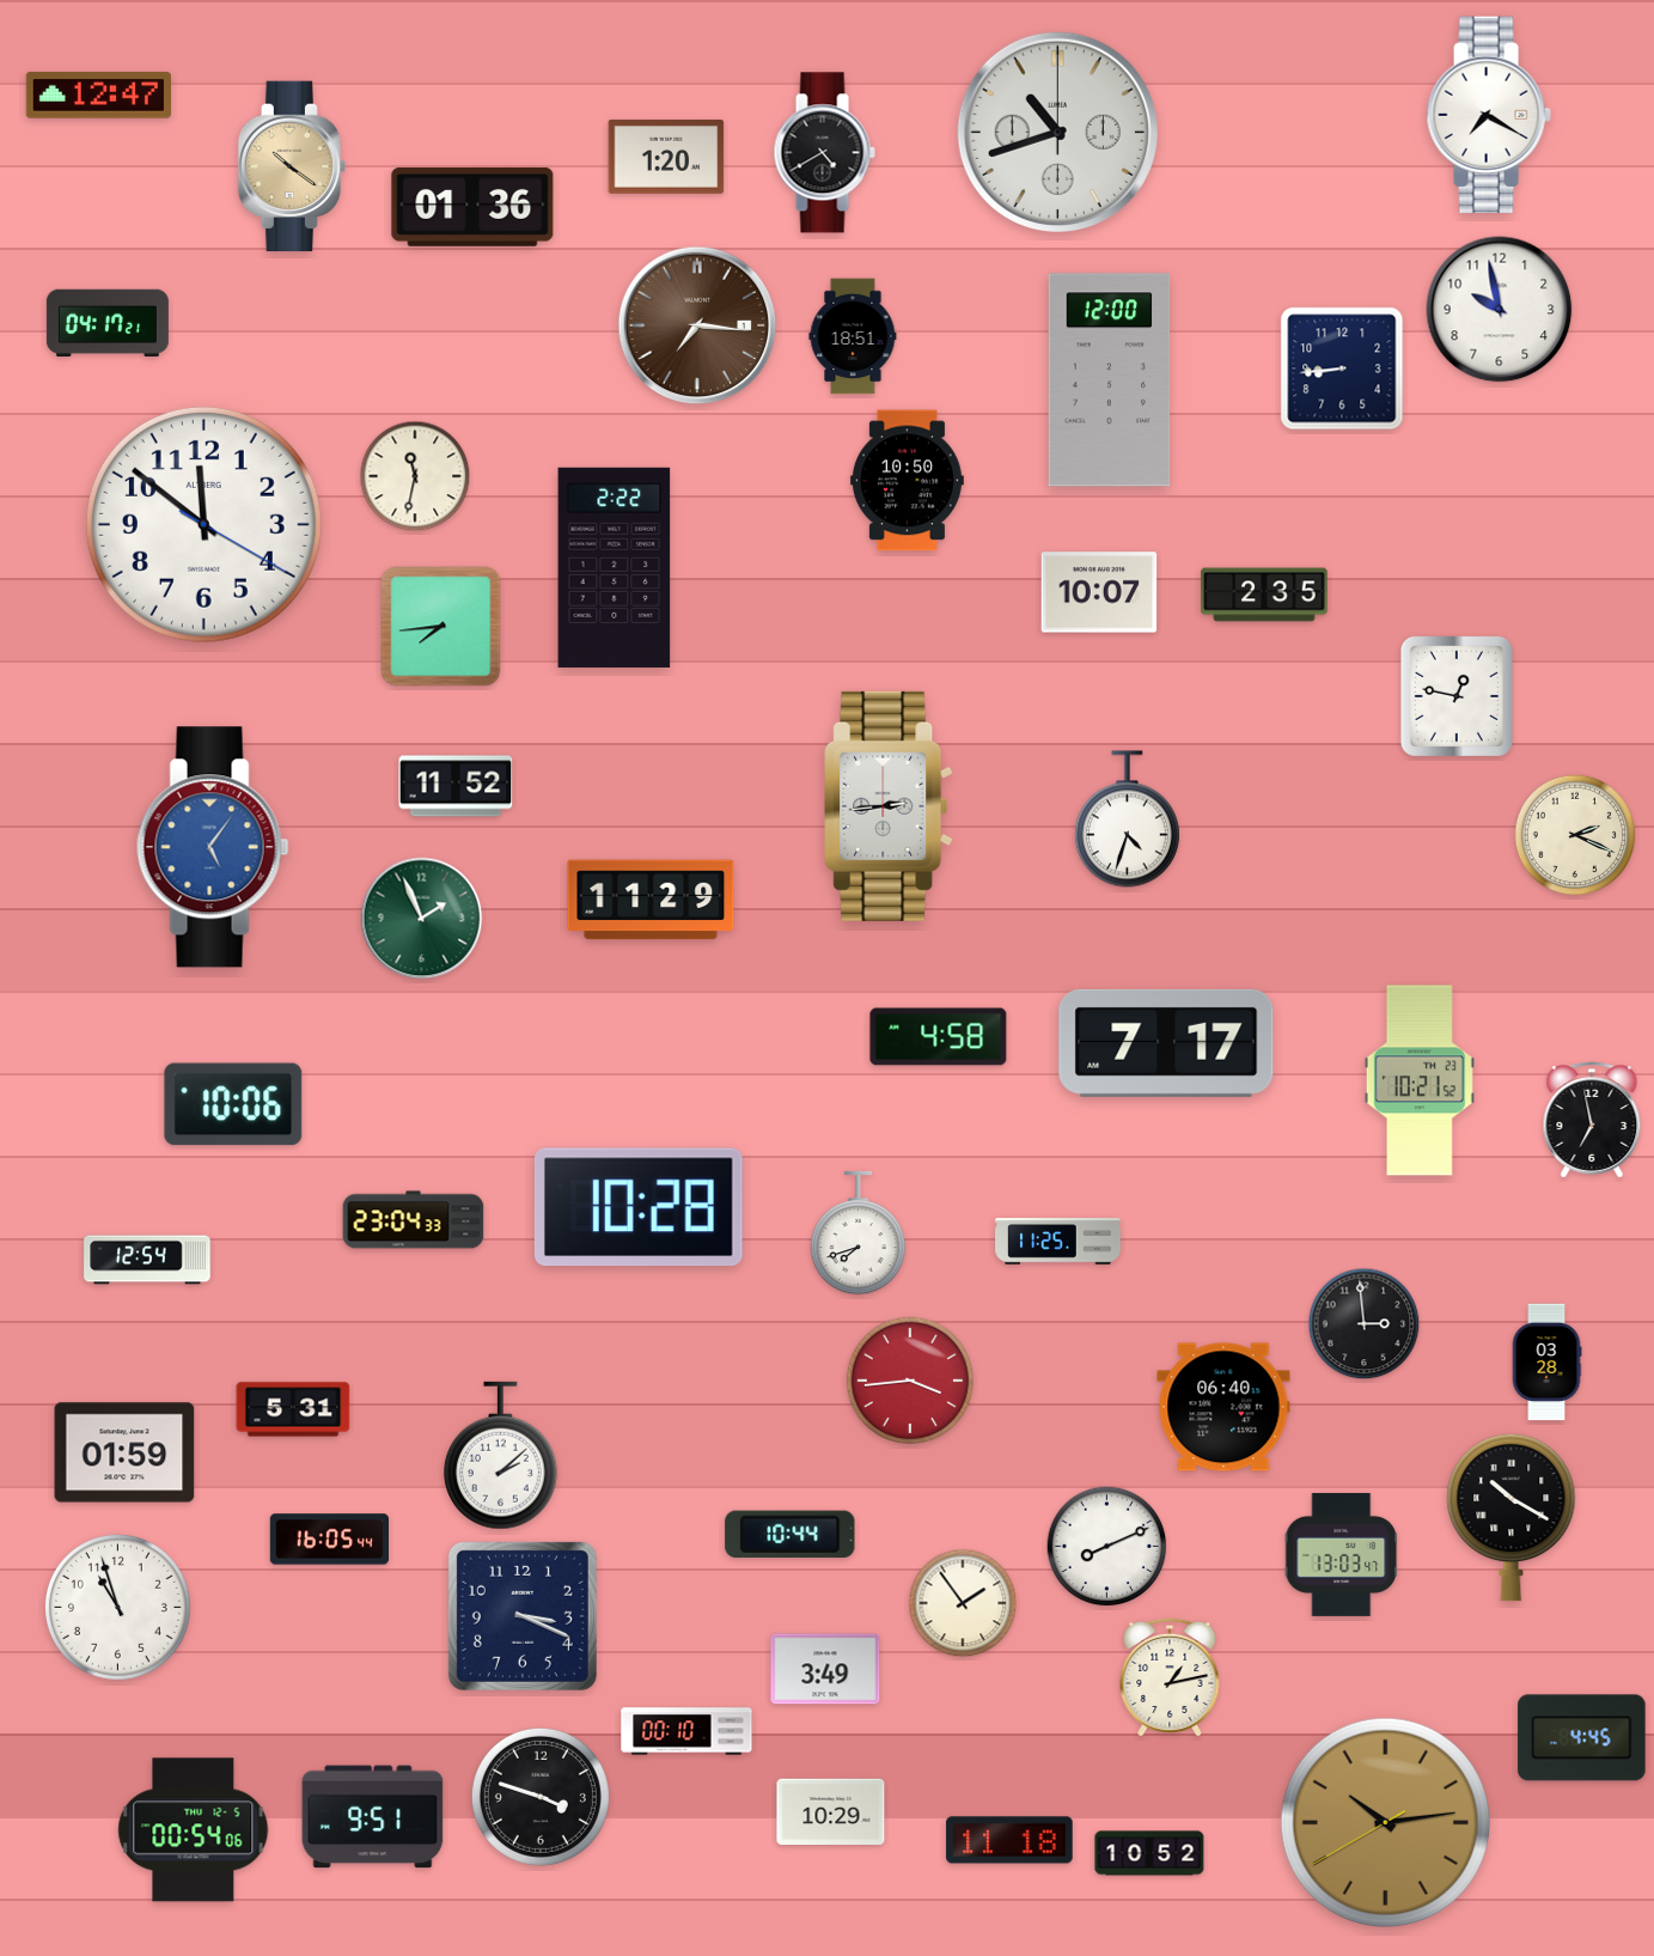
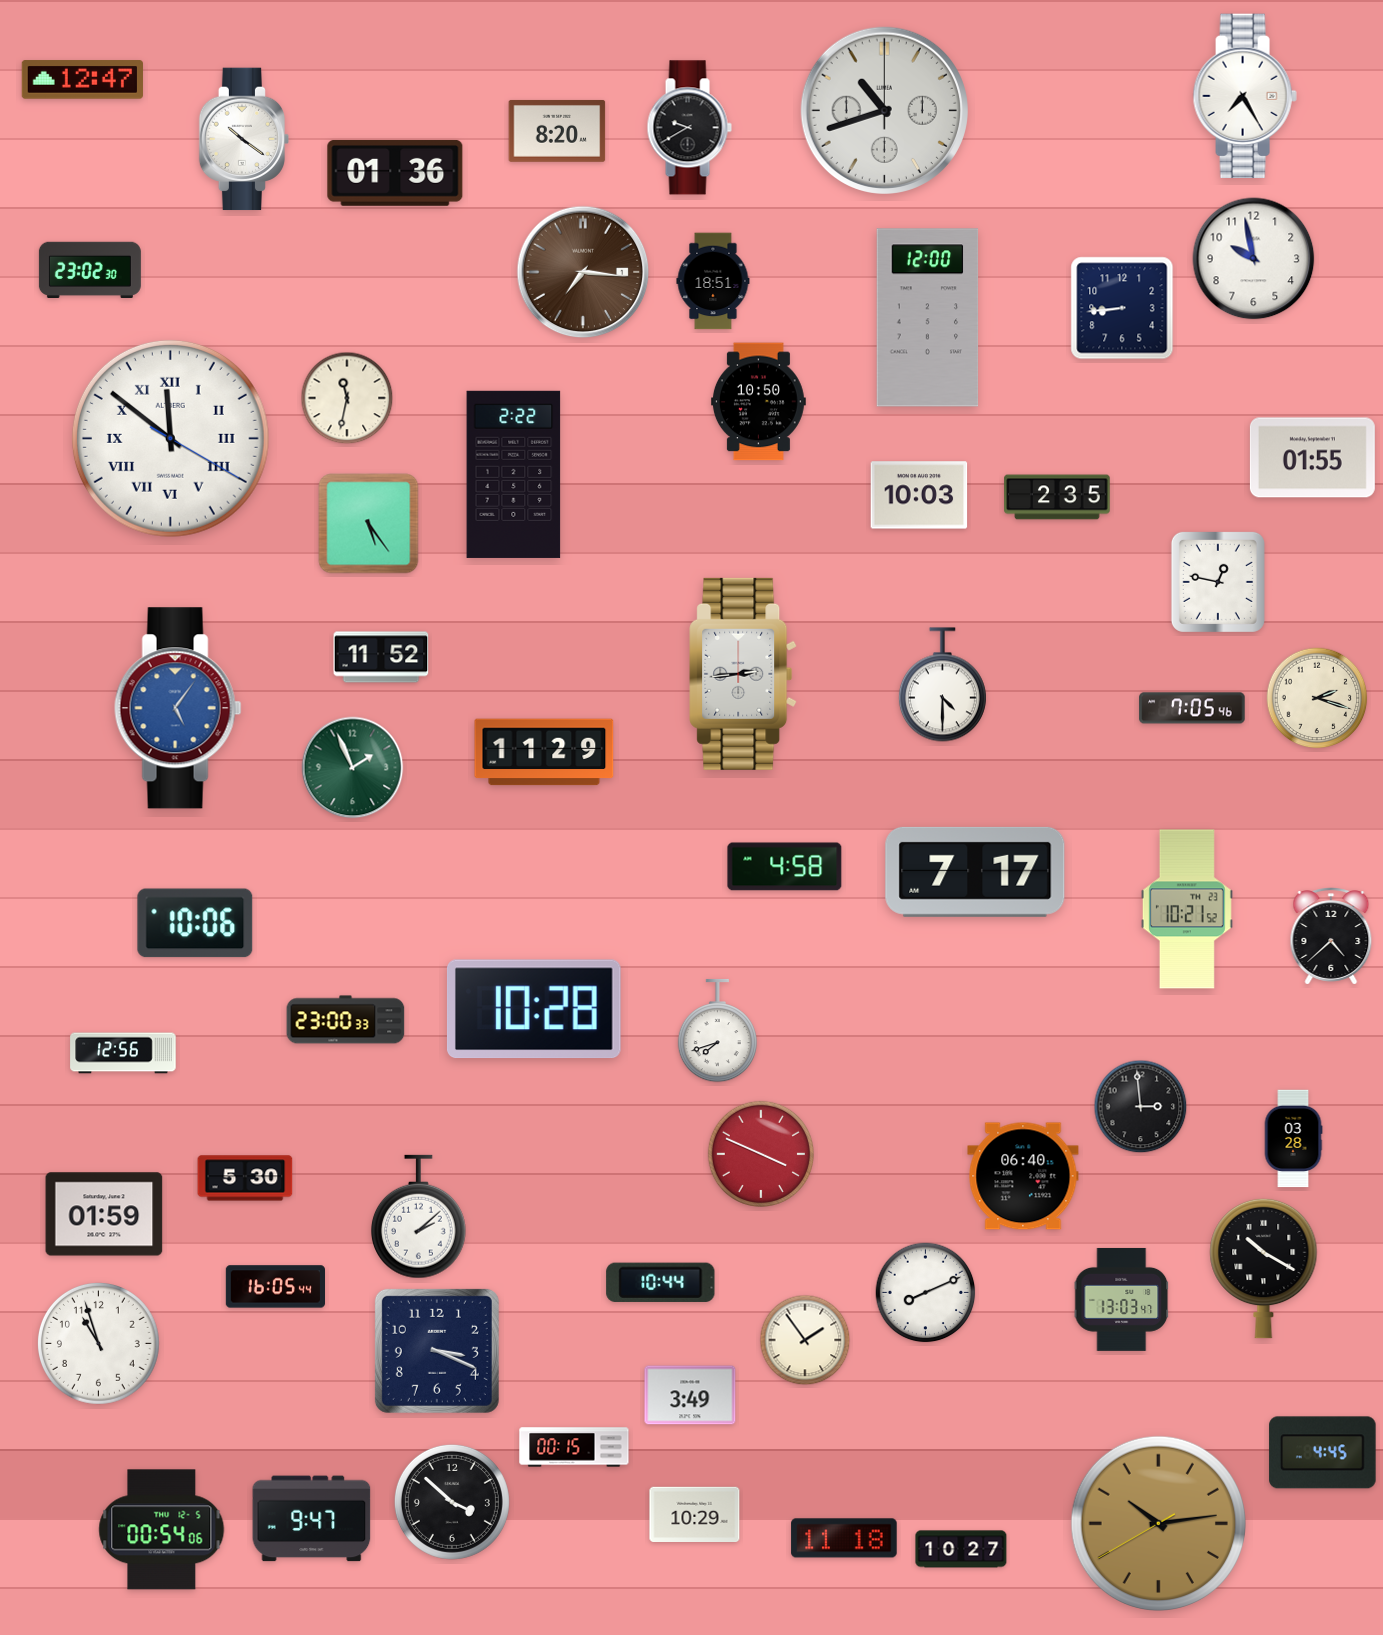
clock at (1489, 115): 7:20 -> 7:25
clock at (824, 153): 4:40 -> 9:40
clock at (666, 157): 1:20 -> 8:20
clock at (292, 166) dial: champagne -> white
clock at (108, 322): 04:17 -> 23:02
clock at (203, 524) numerals: Arabic -> Roman
clock at (1312, 458): none -> 01:55
clock at (1099, 592): 10:07 -> 10:03
clock at (441, 627): 7:44 -> 5:24
clock at (1127, 819): 4:33 -> 4:30
clock at (1575, 835): 2:19 -> 2:18
clock at (1192, 708): none -> 7:05
clock at (1420, 1080) position: (1420, 1080) -> (1187, 909)
clock at (1592, 1120): 6:58 -> 4:38
clock at (414, 1220): 23:04 -> 23:00
clock at (1058, 1242): 11:25 -> none
clock at (147, 1260): 12:54 -> 12:56
clock at (910, 1381): 3:44 -> 3:49
clock at (293, 1409): 5:31 -> 5:30
clock at (1170, 1676): 1:13 -> none
clock at (686, 1731): 00:10 -> 00:15
clock at (541, 1797): 3:48 -> 3:52
clock at (373, 1817): 9:51 -> 9:47
clock at (1149, 1853): 10:52 -> 10:27
